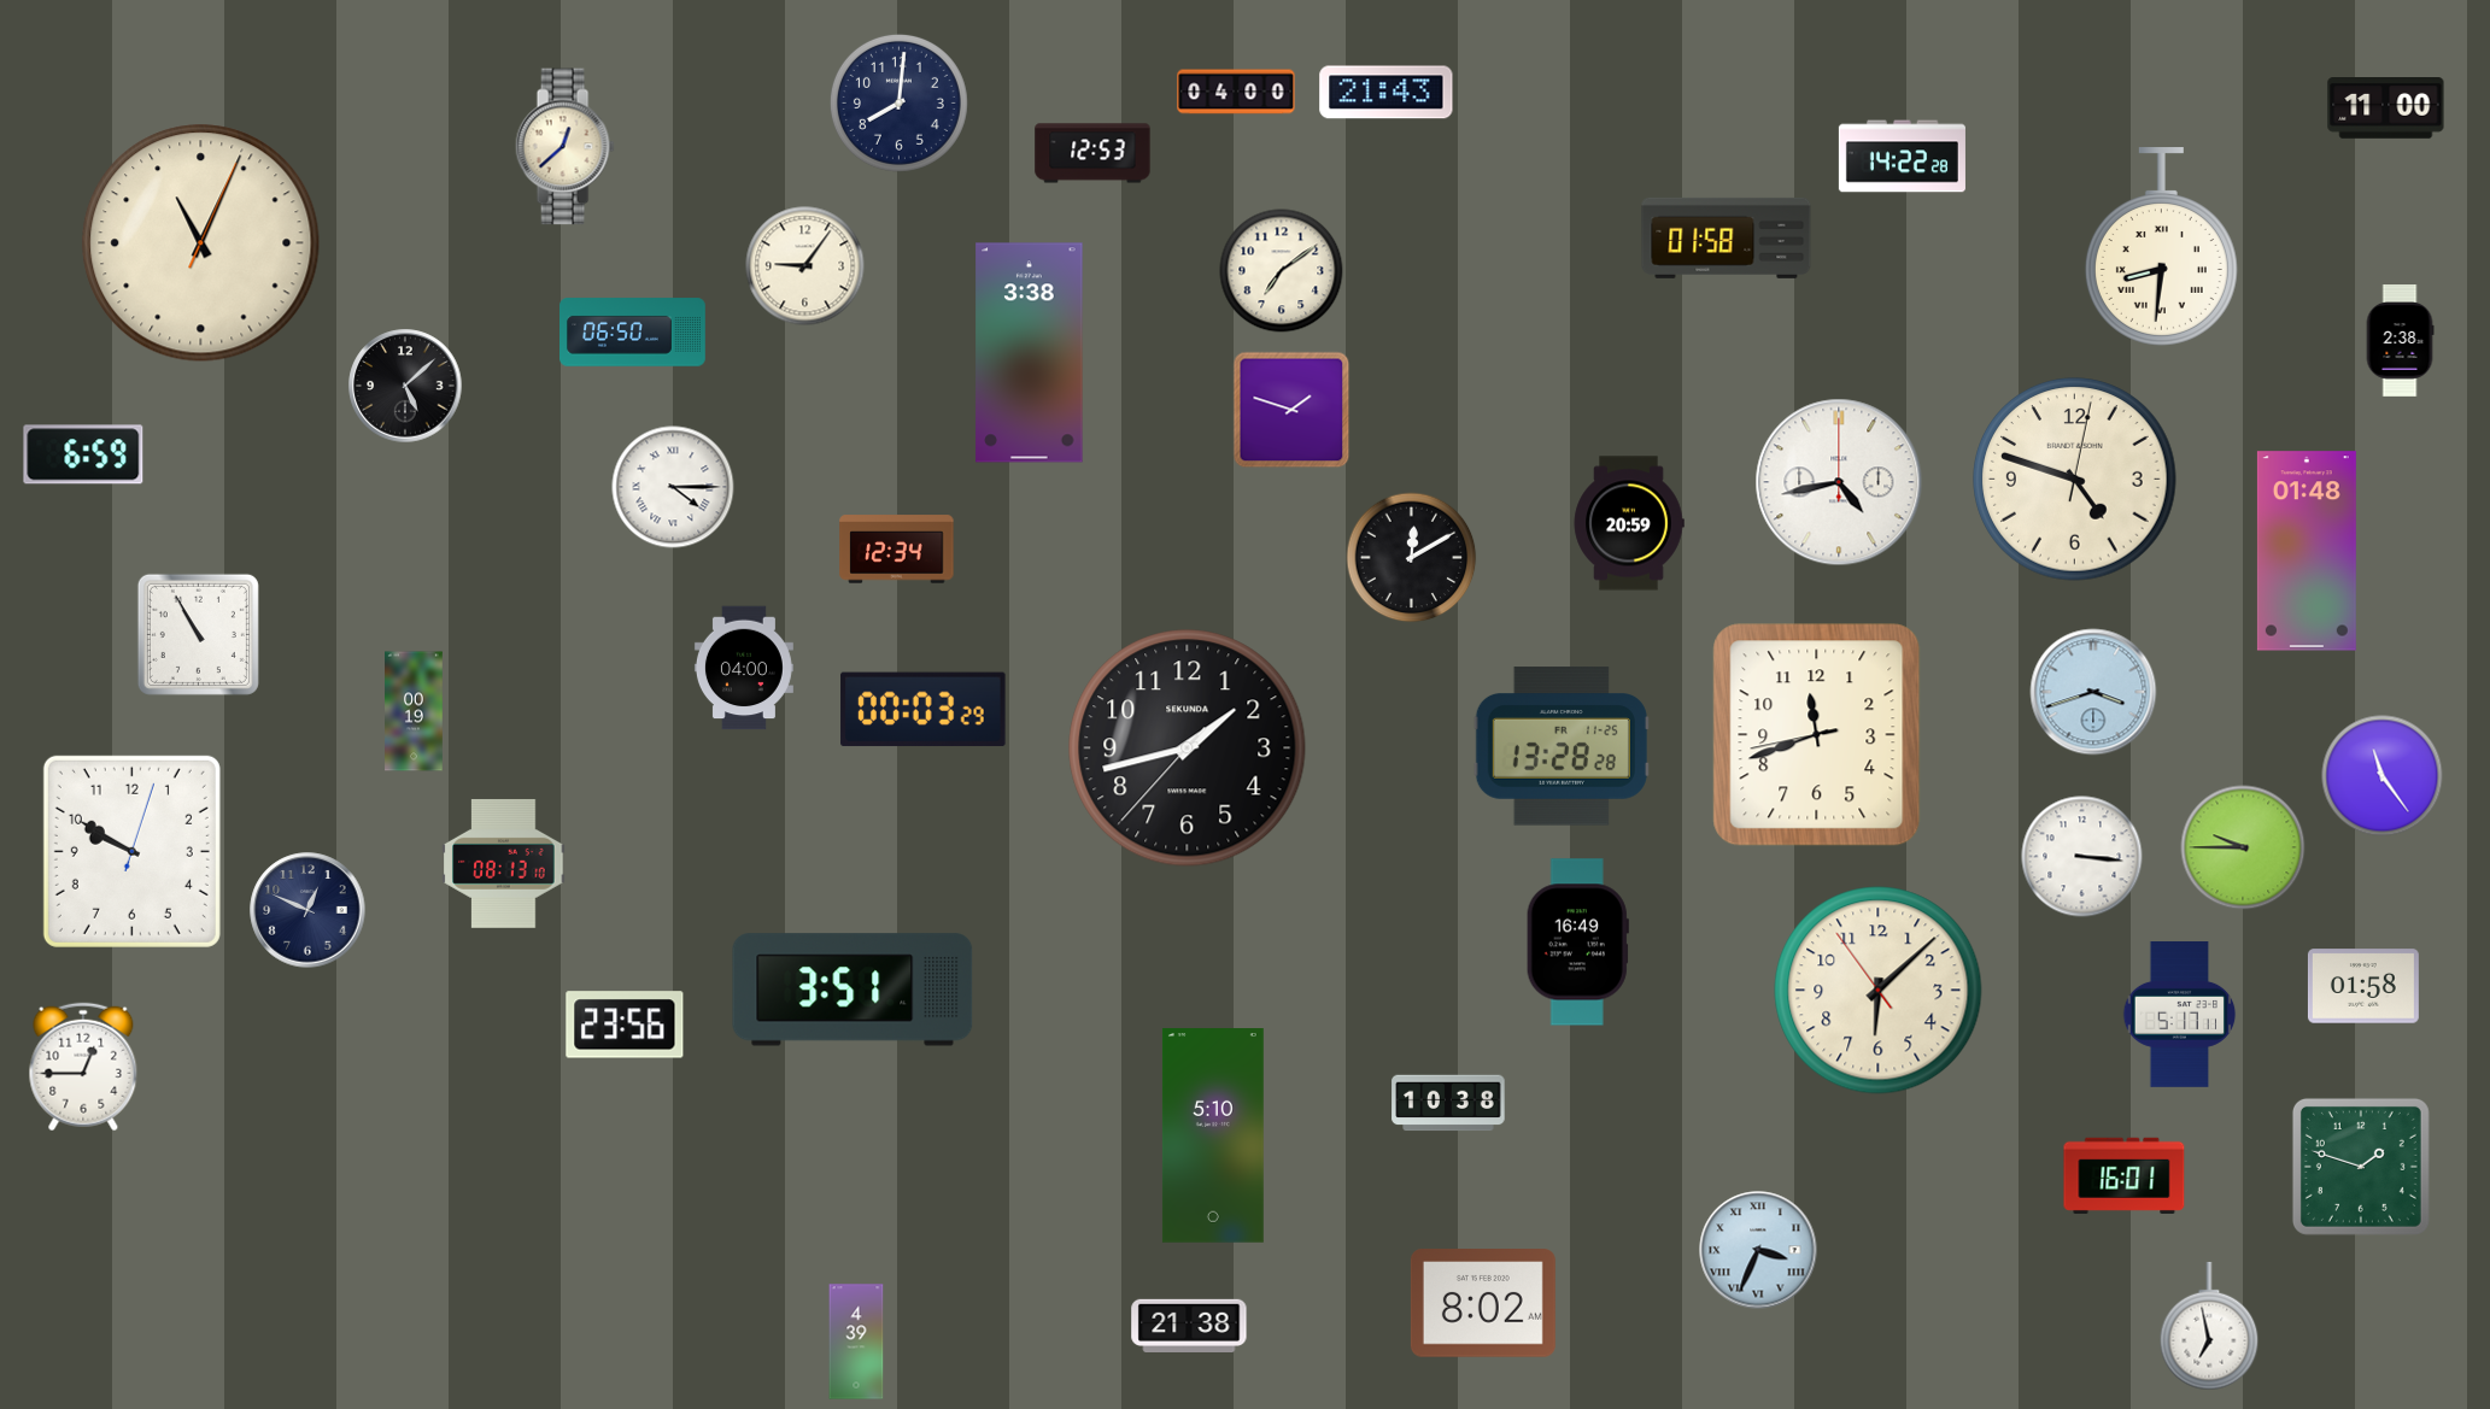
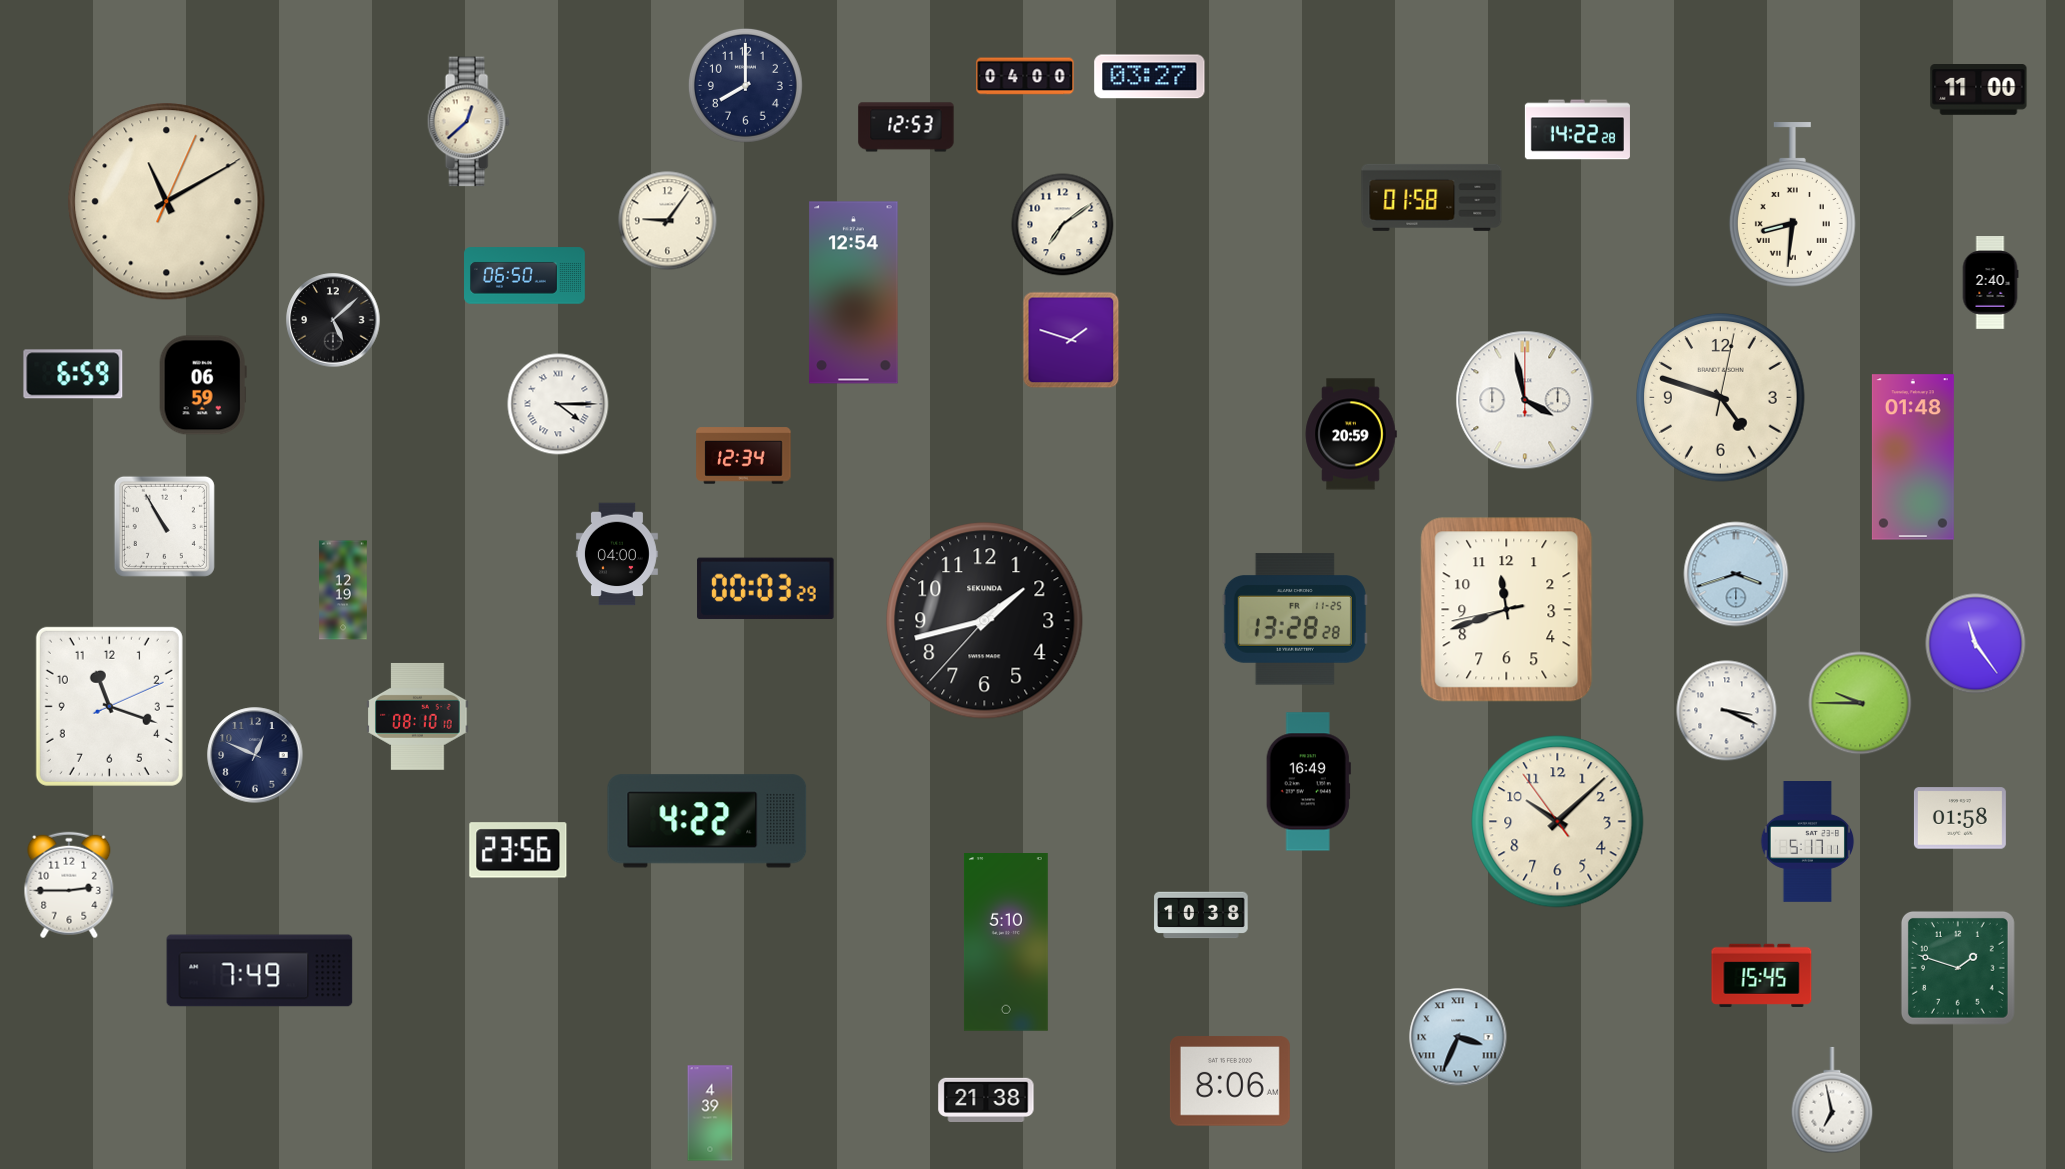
clock at (1387, 93): 21:43 -> 03:27
clock at (898, 102): 8:01 -> 8:00
clock at (201, 243): 11:04 -> 11:10
clock at (2400, 341): 2:38 -> 2:40
clock at (1030, 353): 3:38 -> 12:54
clock at (405, 386) position: (405, 386) -> (333, 320)
clock at (83, 454) position: (83, 454) -> (73, 374)
clock at (203, 385): none -> 06:59
clock at (1839, 482): 4:43 -> 3:58
clock at (1412, 558): 12:10 -> none
clock at (414, 711): 00:19 -> 12:19
clock at (131, 851): 9:50 -> 11:18
clock at (2082, 857): 3:16 -> 3:19
clock at (504, 863): 08:13 -> 08:10
clock at (853, 990): 3:51 -> 4:22
clock at (1879, 991): 6:07 -> 10:07
clock at (83, 1067): 12:45 -> 2:45
clock at (260, 971): none -> 7:49
clock at (2125, 1175): 16:01 -> 15:45
clock at (1483, 1303): 8:02 -> 8:06
